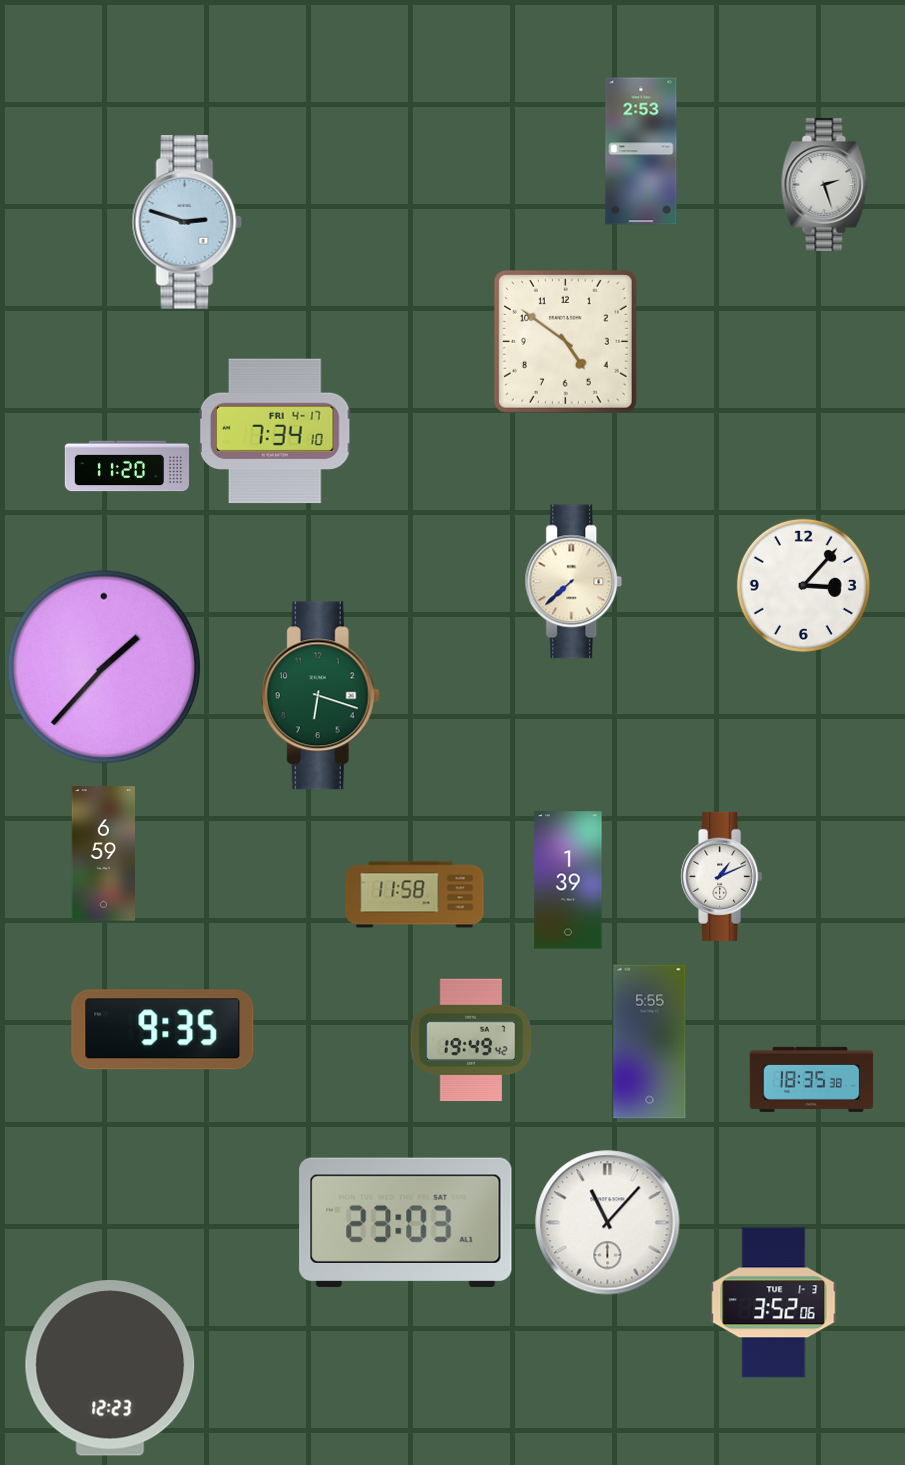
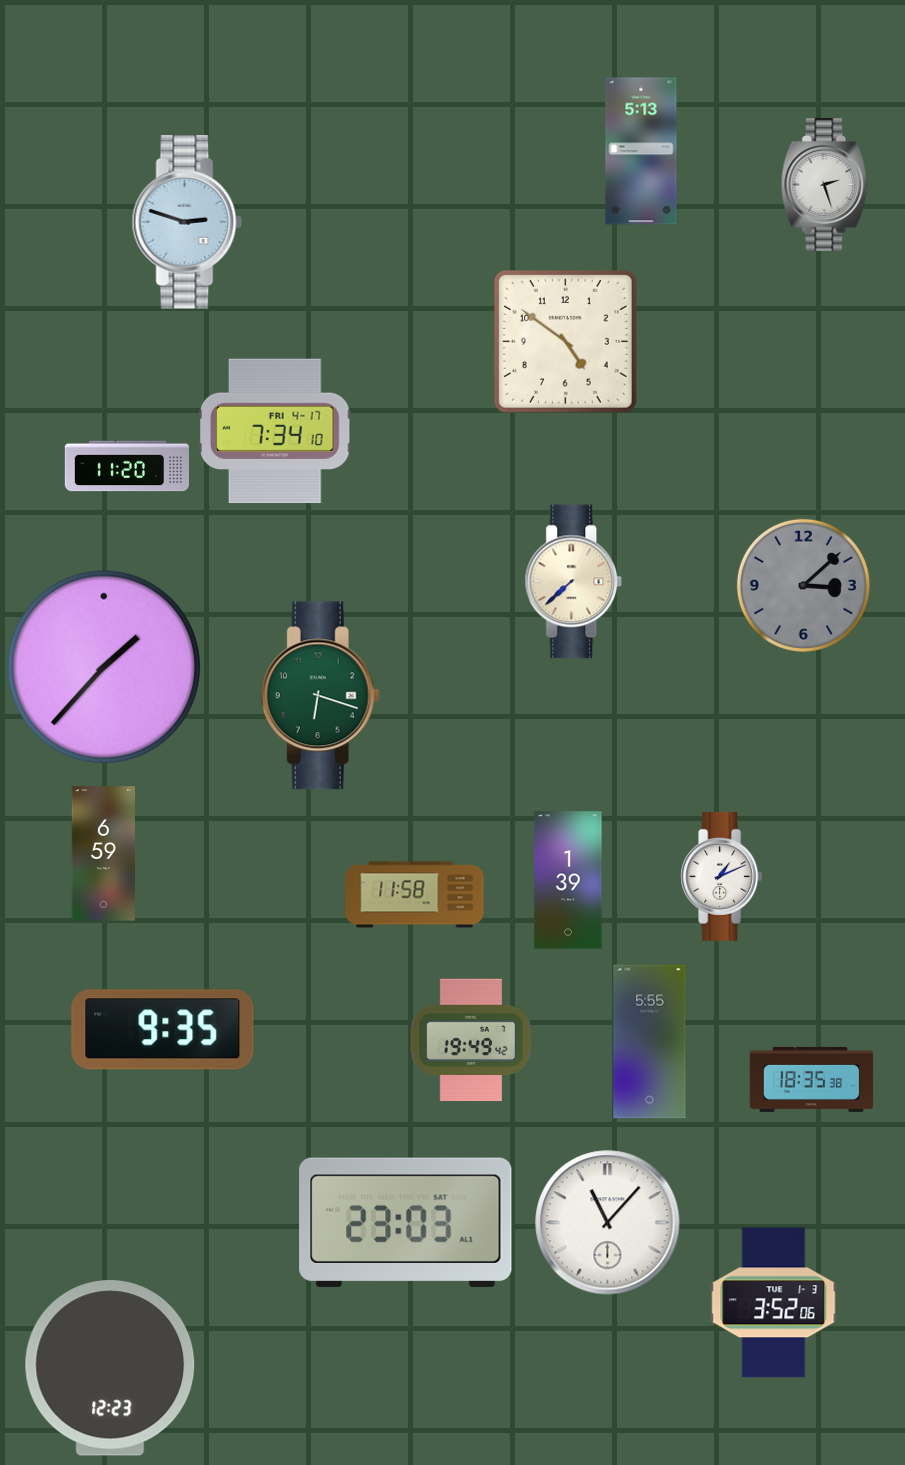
clock at (641, 151): 2:53 -> 5:13
clock at (803, 585): 3:07 -> 3:08
clock at (803, 585) dial: white -> grey
